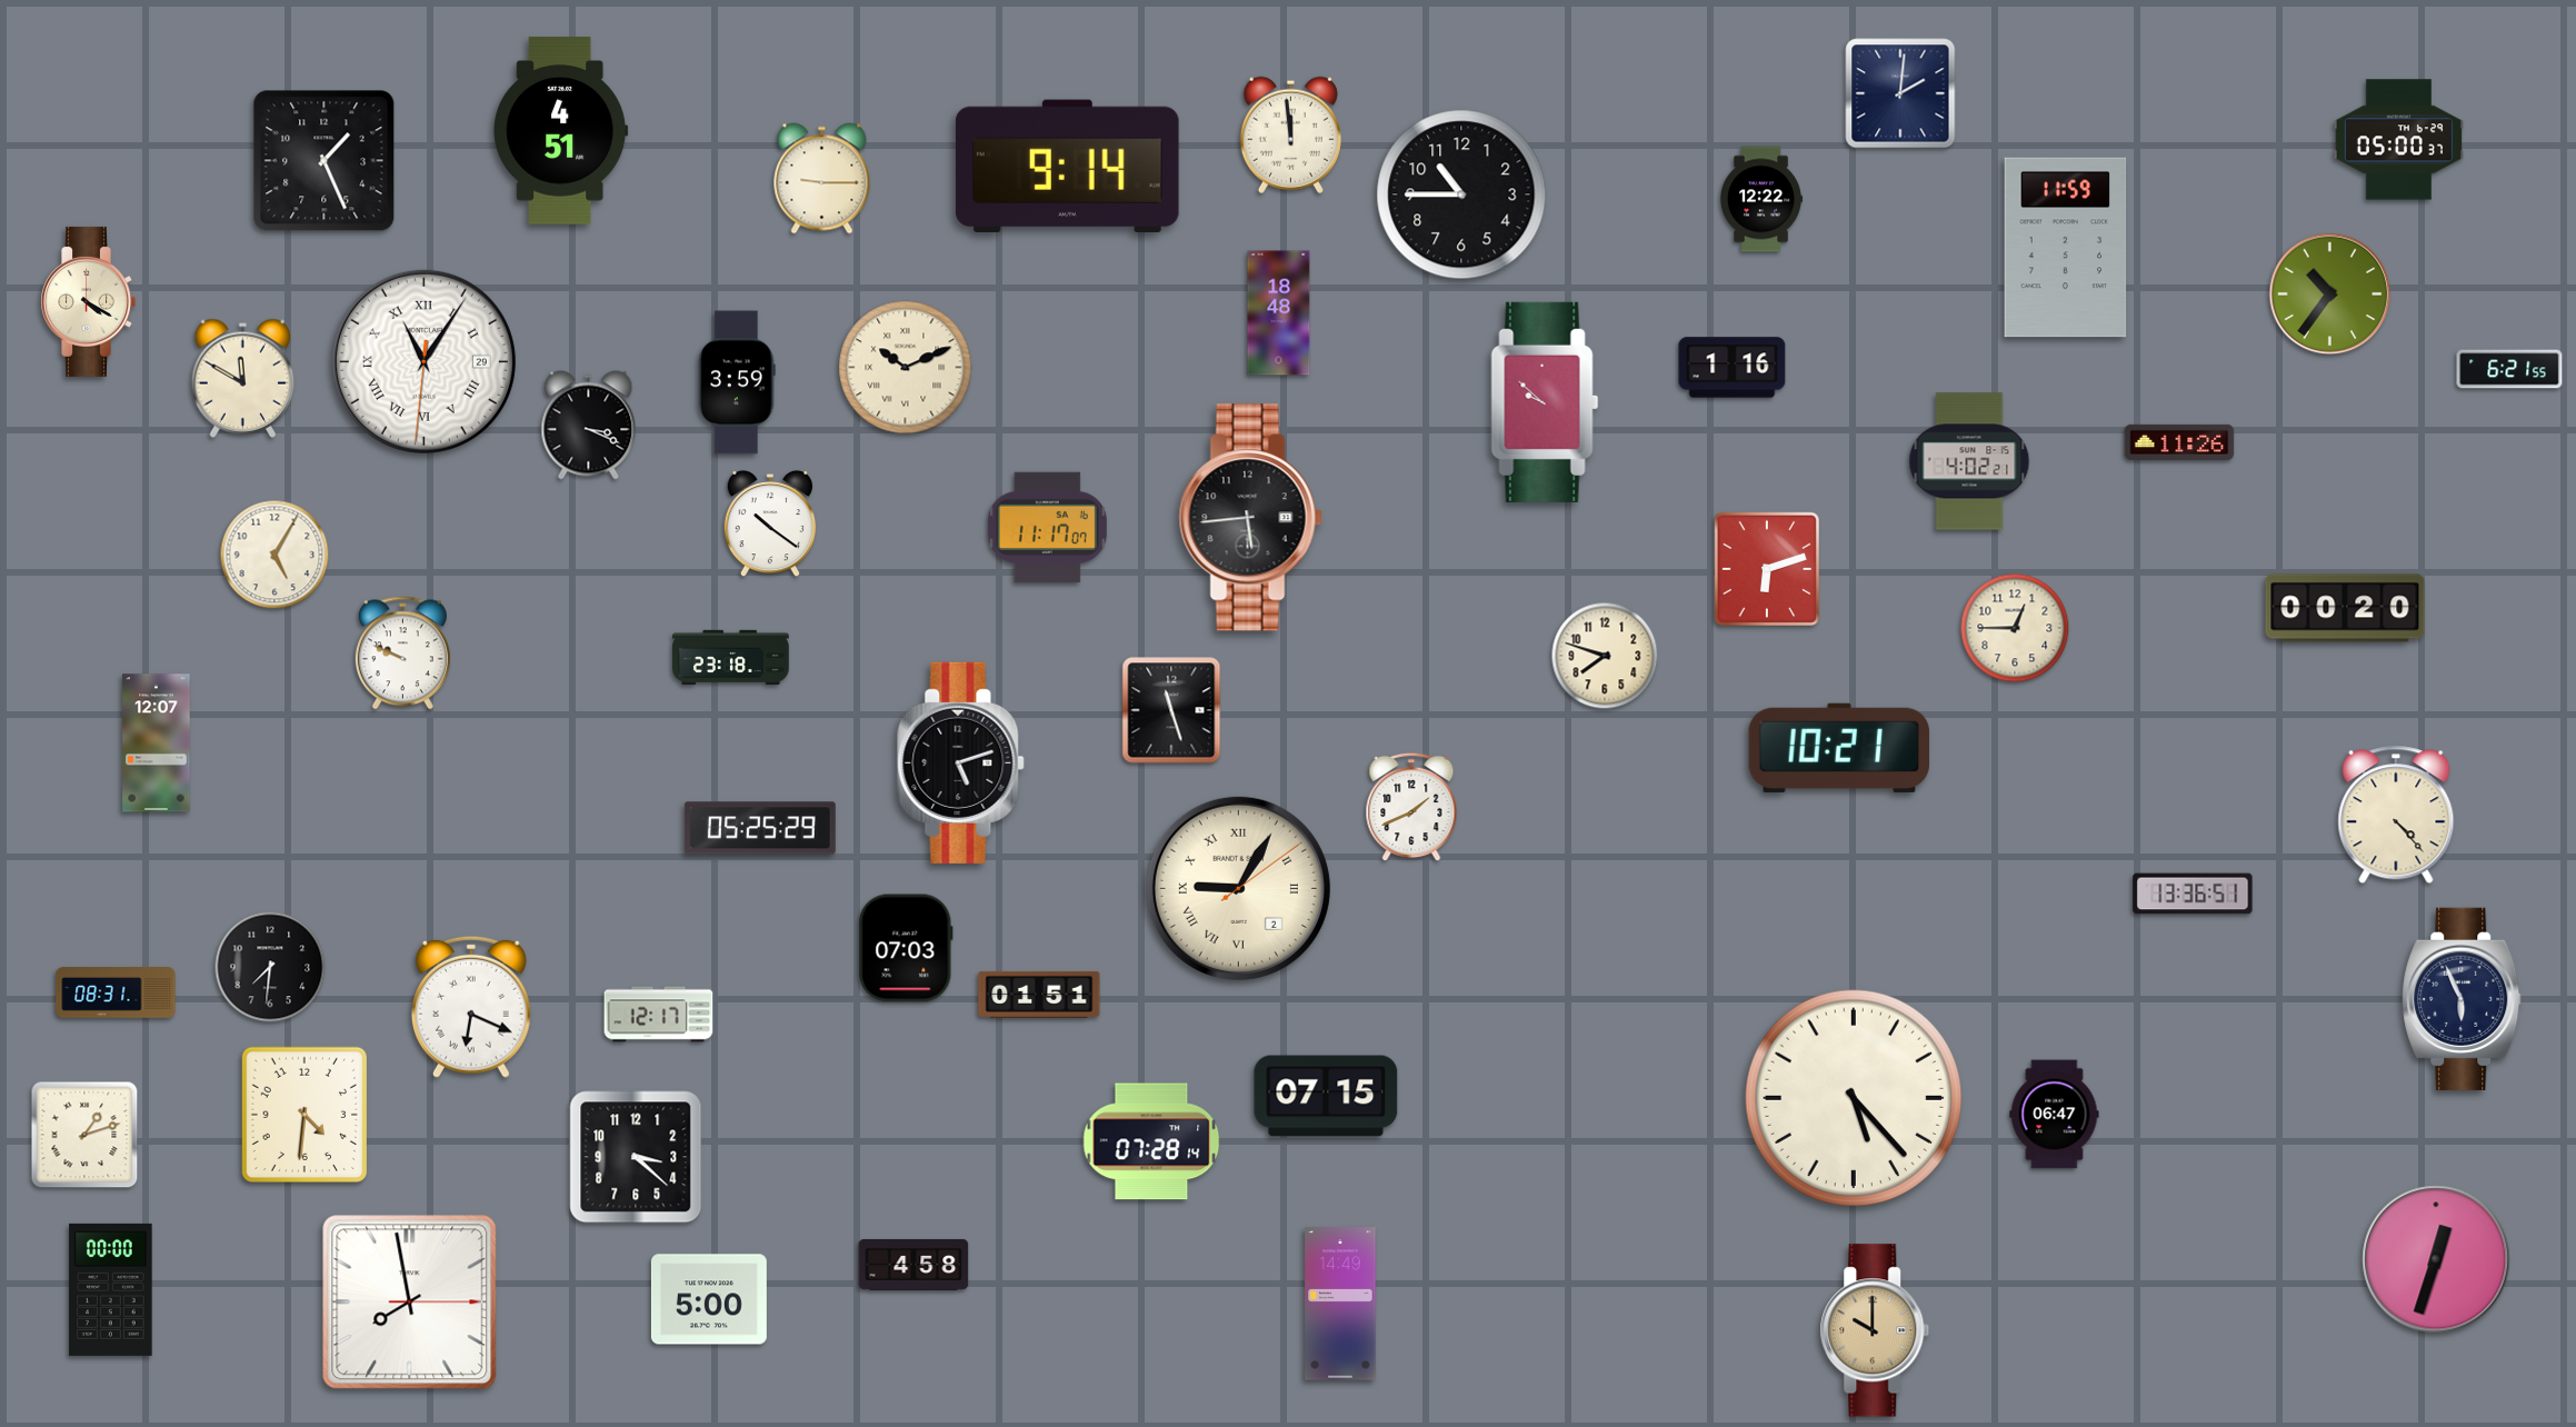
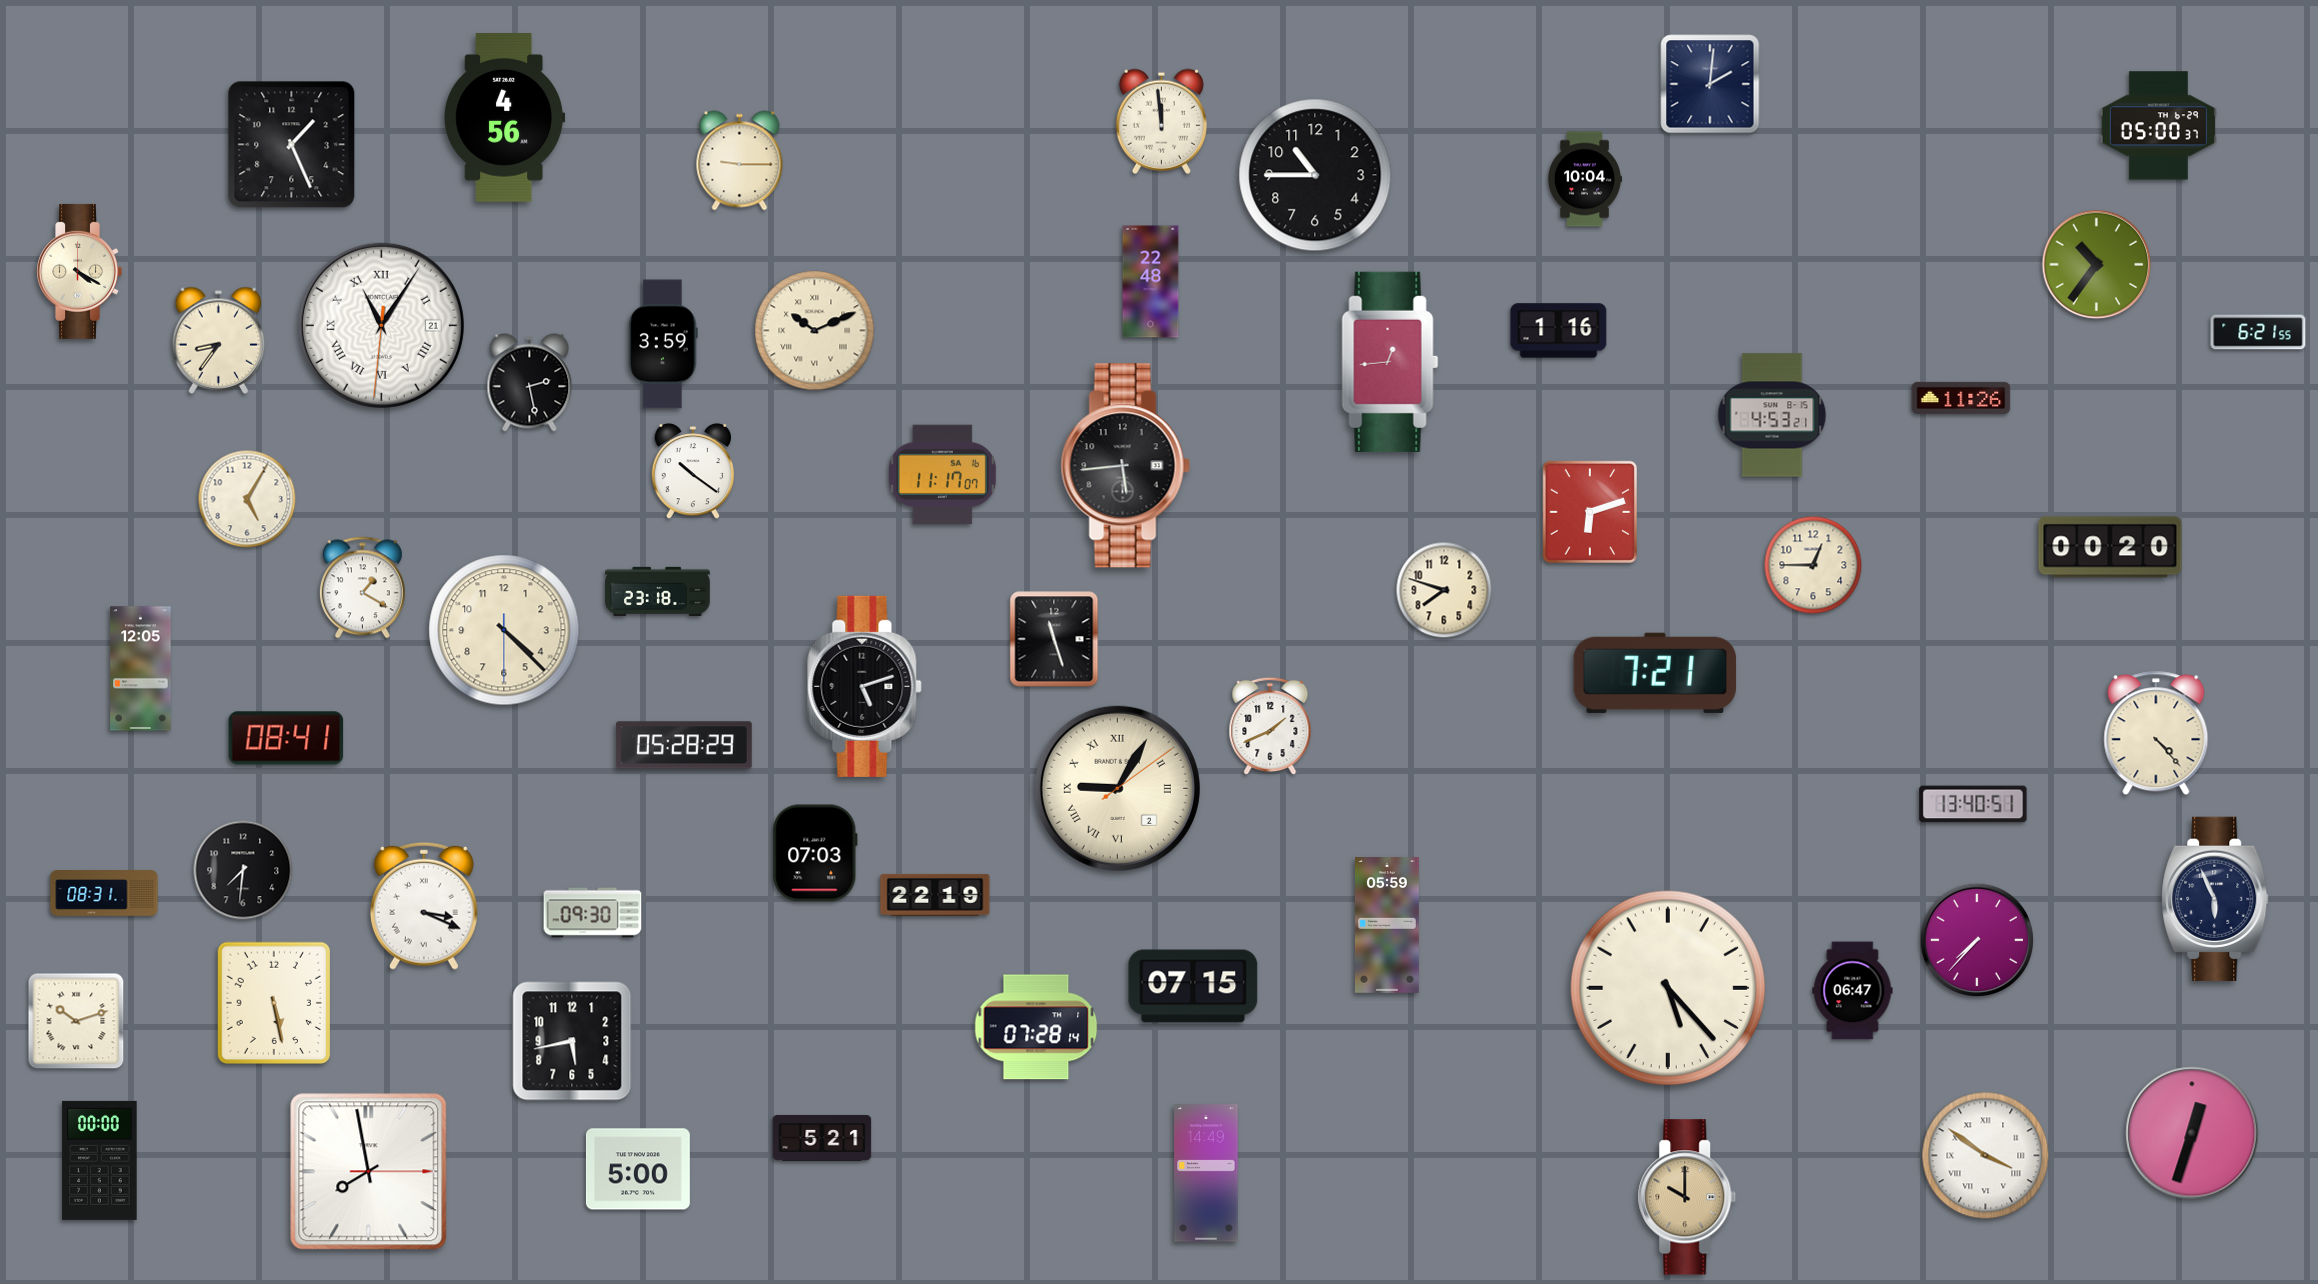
clock at (561, 131): 4:51 -> 4:56
clock at (1067, 166): 9:14 -> none
clock at (1761, 199): 12:22 -> 10:04
clock at (2066, 248): 11:59 -> none
clock at (1279, 313): 18:48 -> 22:48
clock at (423, 361) date: 29 -> 21
clock at (243, 378): 11:50 -> 8:36
clock at (1545, 402): 9:52 -> 12:44
clock at (589, 426): 3:19 -> 2:28
clock at (1969, 461): 4:02 -> 4:53
clock at (402, 653): 9:49 -> 1:20
clock at (504, 630): none -> 4:22
clock at (157, 744): 12:07 -> 12:05
clock at (1839, 748): 10:21 -> 7:21
clock at (286, 738): none -> 08:41
clock at (760, 828): 05:25 -> 05:28
clock at (1238, 888) position: (1238, 888) -> (1117, 788)
clock at (2193, 894): 13:36 -> 13:40
clock at (1039, 995): 01:51 -> 22:19
clock at (471, 1007): 6:19 -> 3:19
clock at (659, 1015): 12:17 -> 09:30
clock at (1387, 926): none -> 05:59
clock at (1976, 939): none -> 7:37
clock at (303, 1114): 4:31 -> 5:28
clock at (2055, 1115) position: (2055, 1115) -> (1853, 991)
clock at (84, 1135): 1:12 -> 10:12
clock at (636, 1157): 3:22 -> 5:43
clock at (913, 1265): 4:58 -> 5:21
clock at (1986, 1156): none -> 3:51
